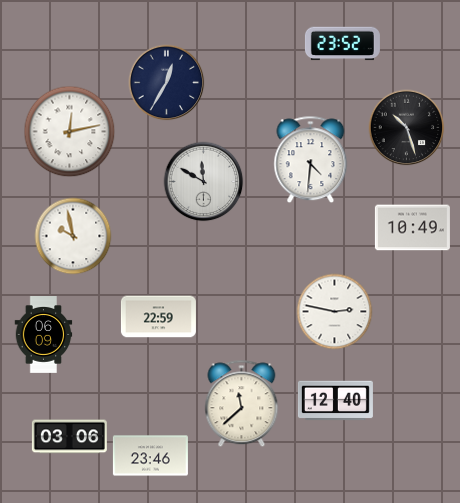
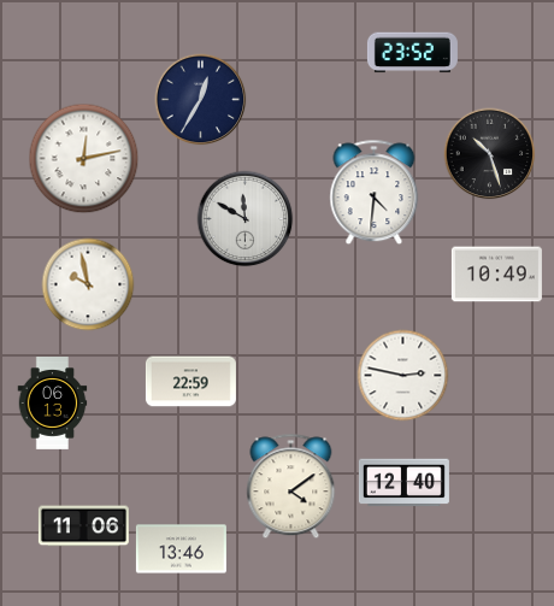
clock at (44, 335): 06:09 -> 06:13
clock at (242, 404): 11:38 -> 4:09
clock at (69, 437): 03:06 -> 11:06
clock at (150, 456): 23:46 -> 13:46
